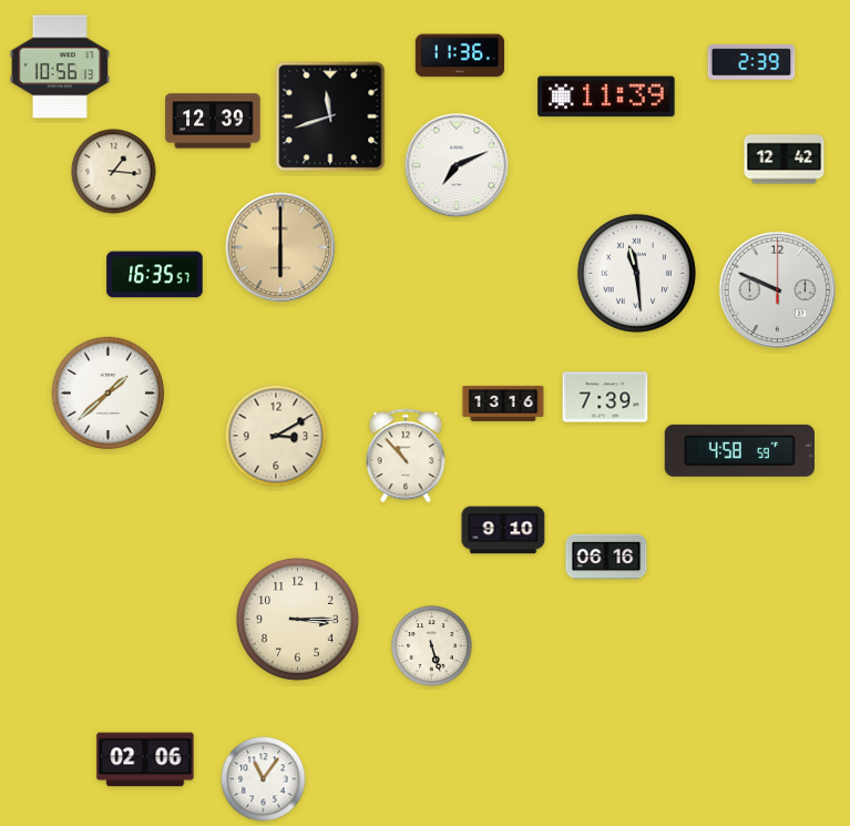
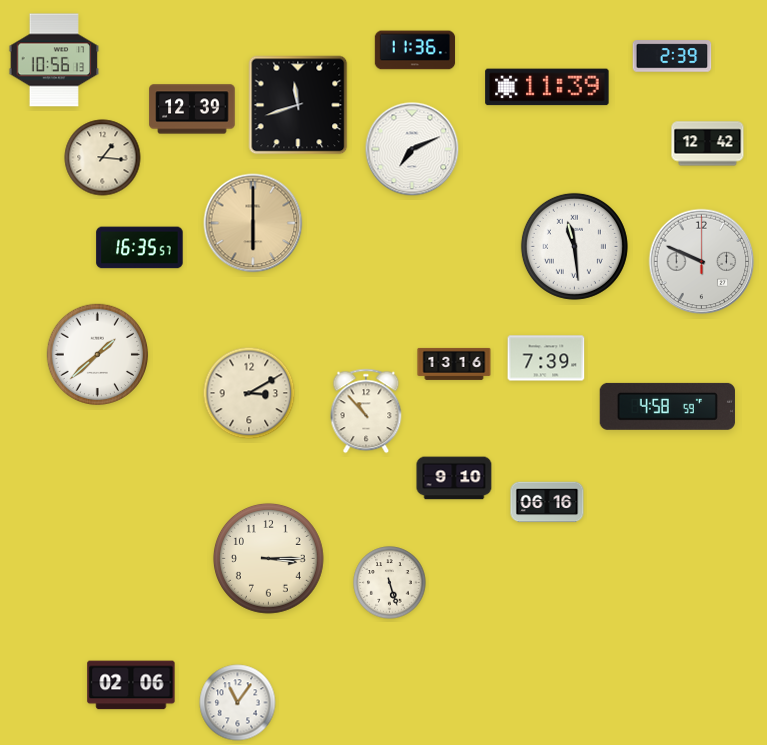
clock at (751, 62) position: (751, 62) -> (672, 56)
clock at (114, 172) position: (114, 172) -> (103, 158)
